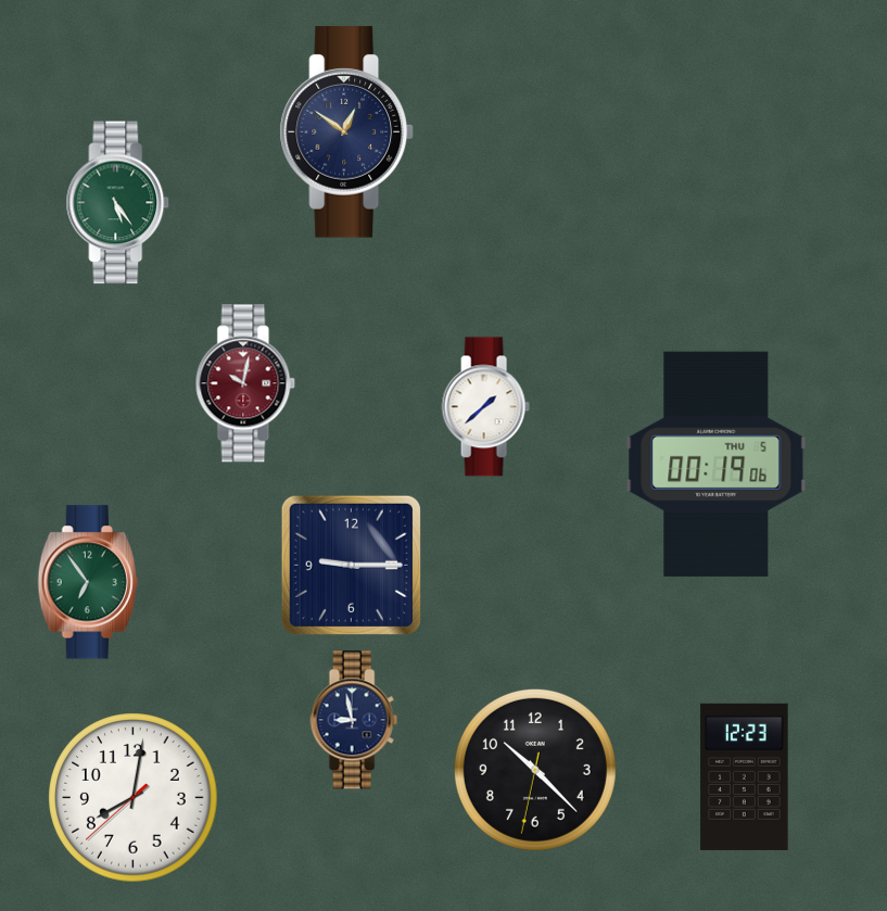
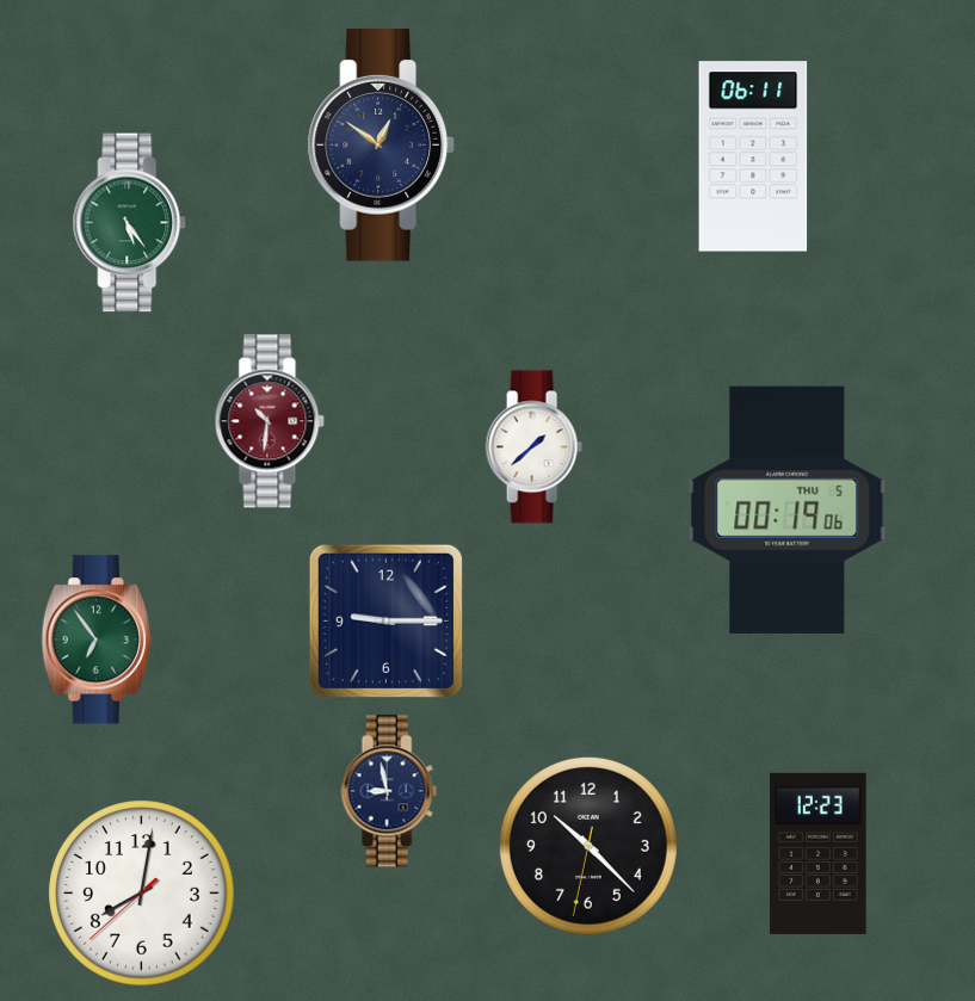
clock at (753, 156): none -> 06:11
clock at (245, 383): 10:02 -> 10:31
clock at (134, 798) position: (134, 798) -> (142, 894)
